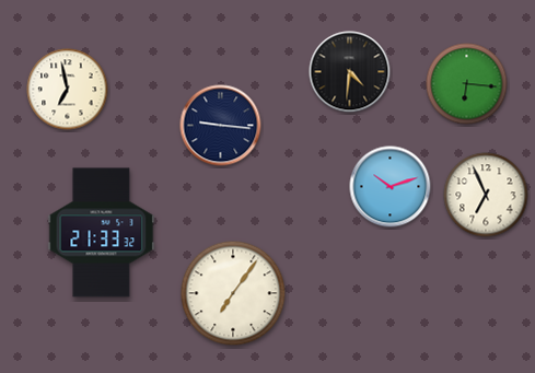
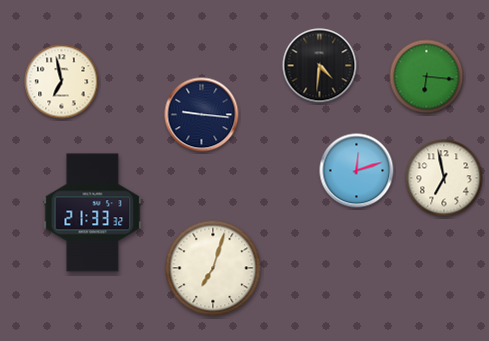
clock at (391, 187): 10:12 -> 12:12
clock at (486, 195): 6:56 -> 6:58
clock at (233, 293): 7:06 -> 7:03
